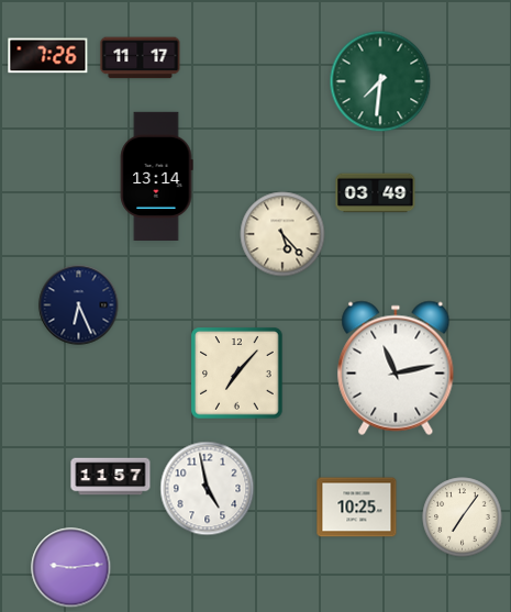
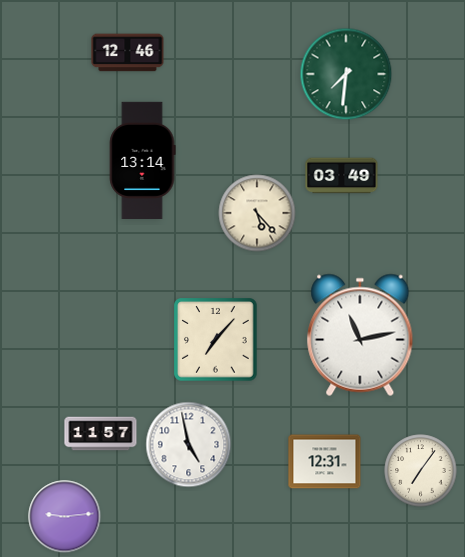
clock at (48, 56): 7:26 -> none
clock at (141, 58): 11:17 -> 12:46
clock at (79, 305): 6:26 -> none
clock at (357, 508): 10:25 -> 12:31
